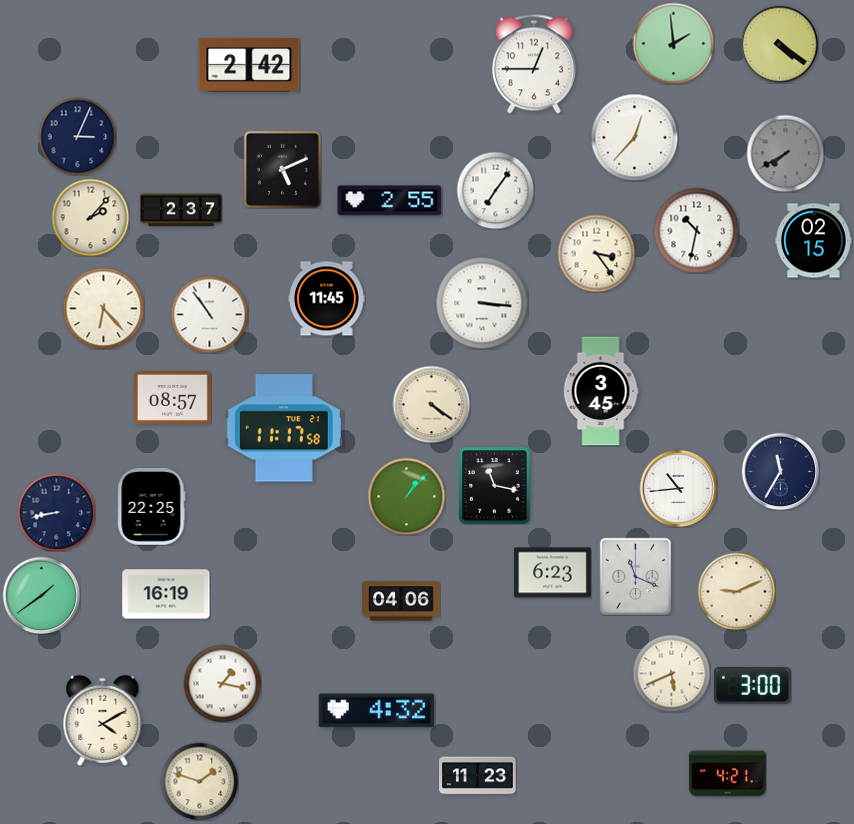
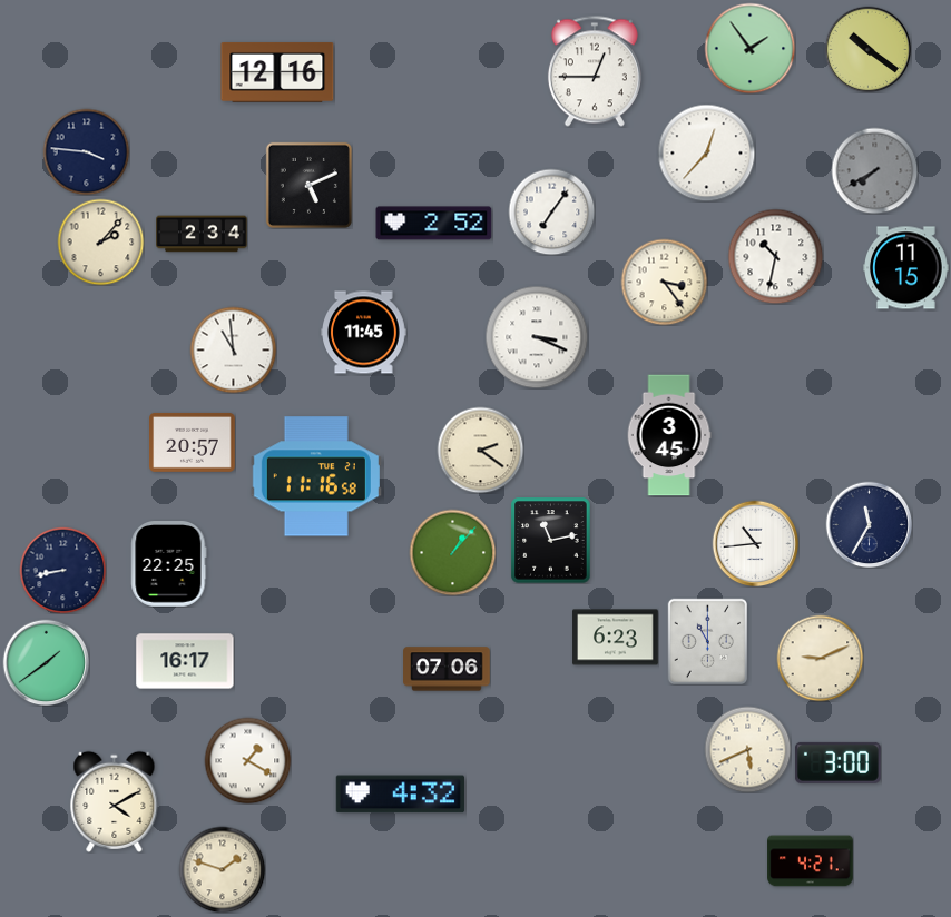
clock at (673, 43): 1:59 -> 1:54
clock at (779, 44): 4:21 -> 10:21
clock at (249, 65): 2:42 -> 12:16
clock at (77, 136): 3:04 -> 3:46
clock at (282, 169) position: (282, 169) -> (308, 185)
clock at (390, 201): 2:55 -> 2:52
clock at (181, 210): 2:37 -> 2:34
clock at (814, 241): 02:15 -> 11:15
clock at (482, 303): 3:16 -> 3:19
clock at (103, 308): 6:23 -> none
clock at (209, 314): 10:54 -> 10:59
clock at (173, 397): 08:57 -> 20:57
clock at (431, 404): 4:21 -> 2:21
clock at (284, 428): 11:17 -> 11:16
clock at (495, 485): 11:17 -> 11:13
clock at (636, 576): 11:19 -> 11:00
clock at (166, 594): 16:19 -> 16:17
clock at (401, 601): 04:06 -> 07:06
clock at (222, 683): 1:17 -> 1:20
clock at (376, 711) position: (376, 711) -> (400, 795)
clock at (478, 776): 11:23 -> none
